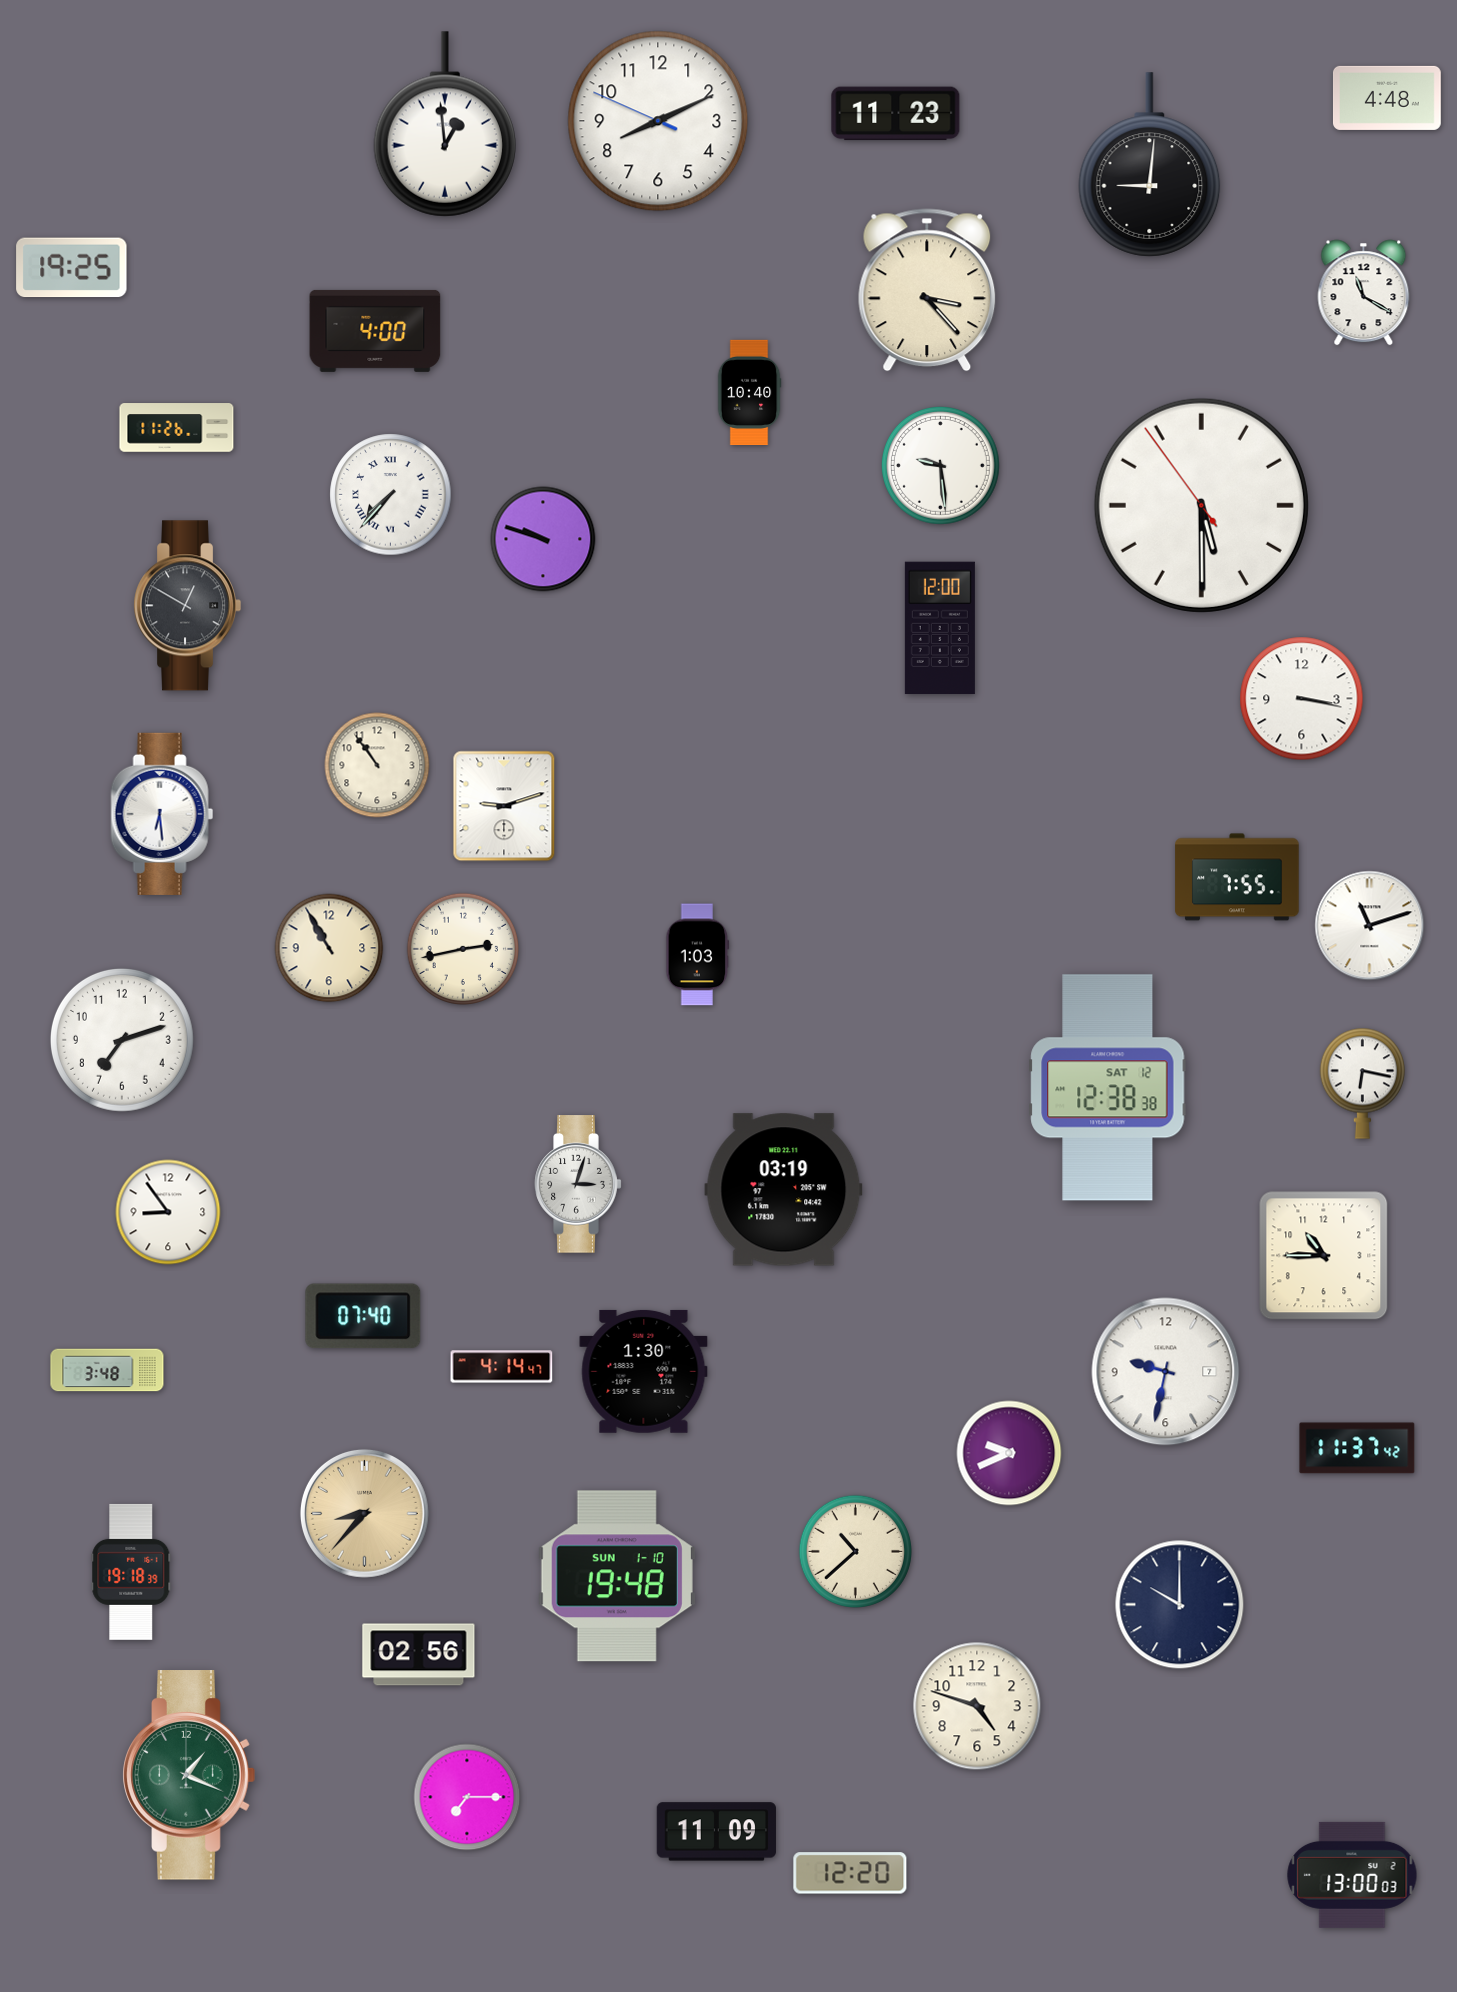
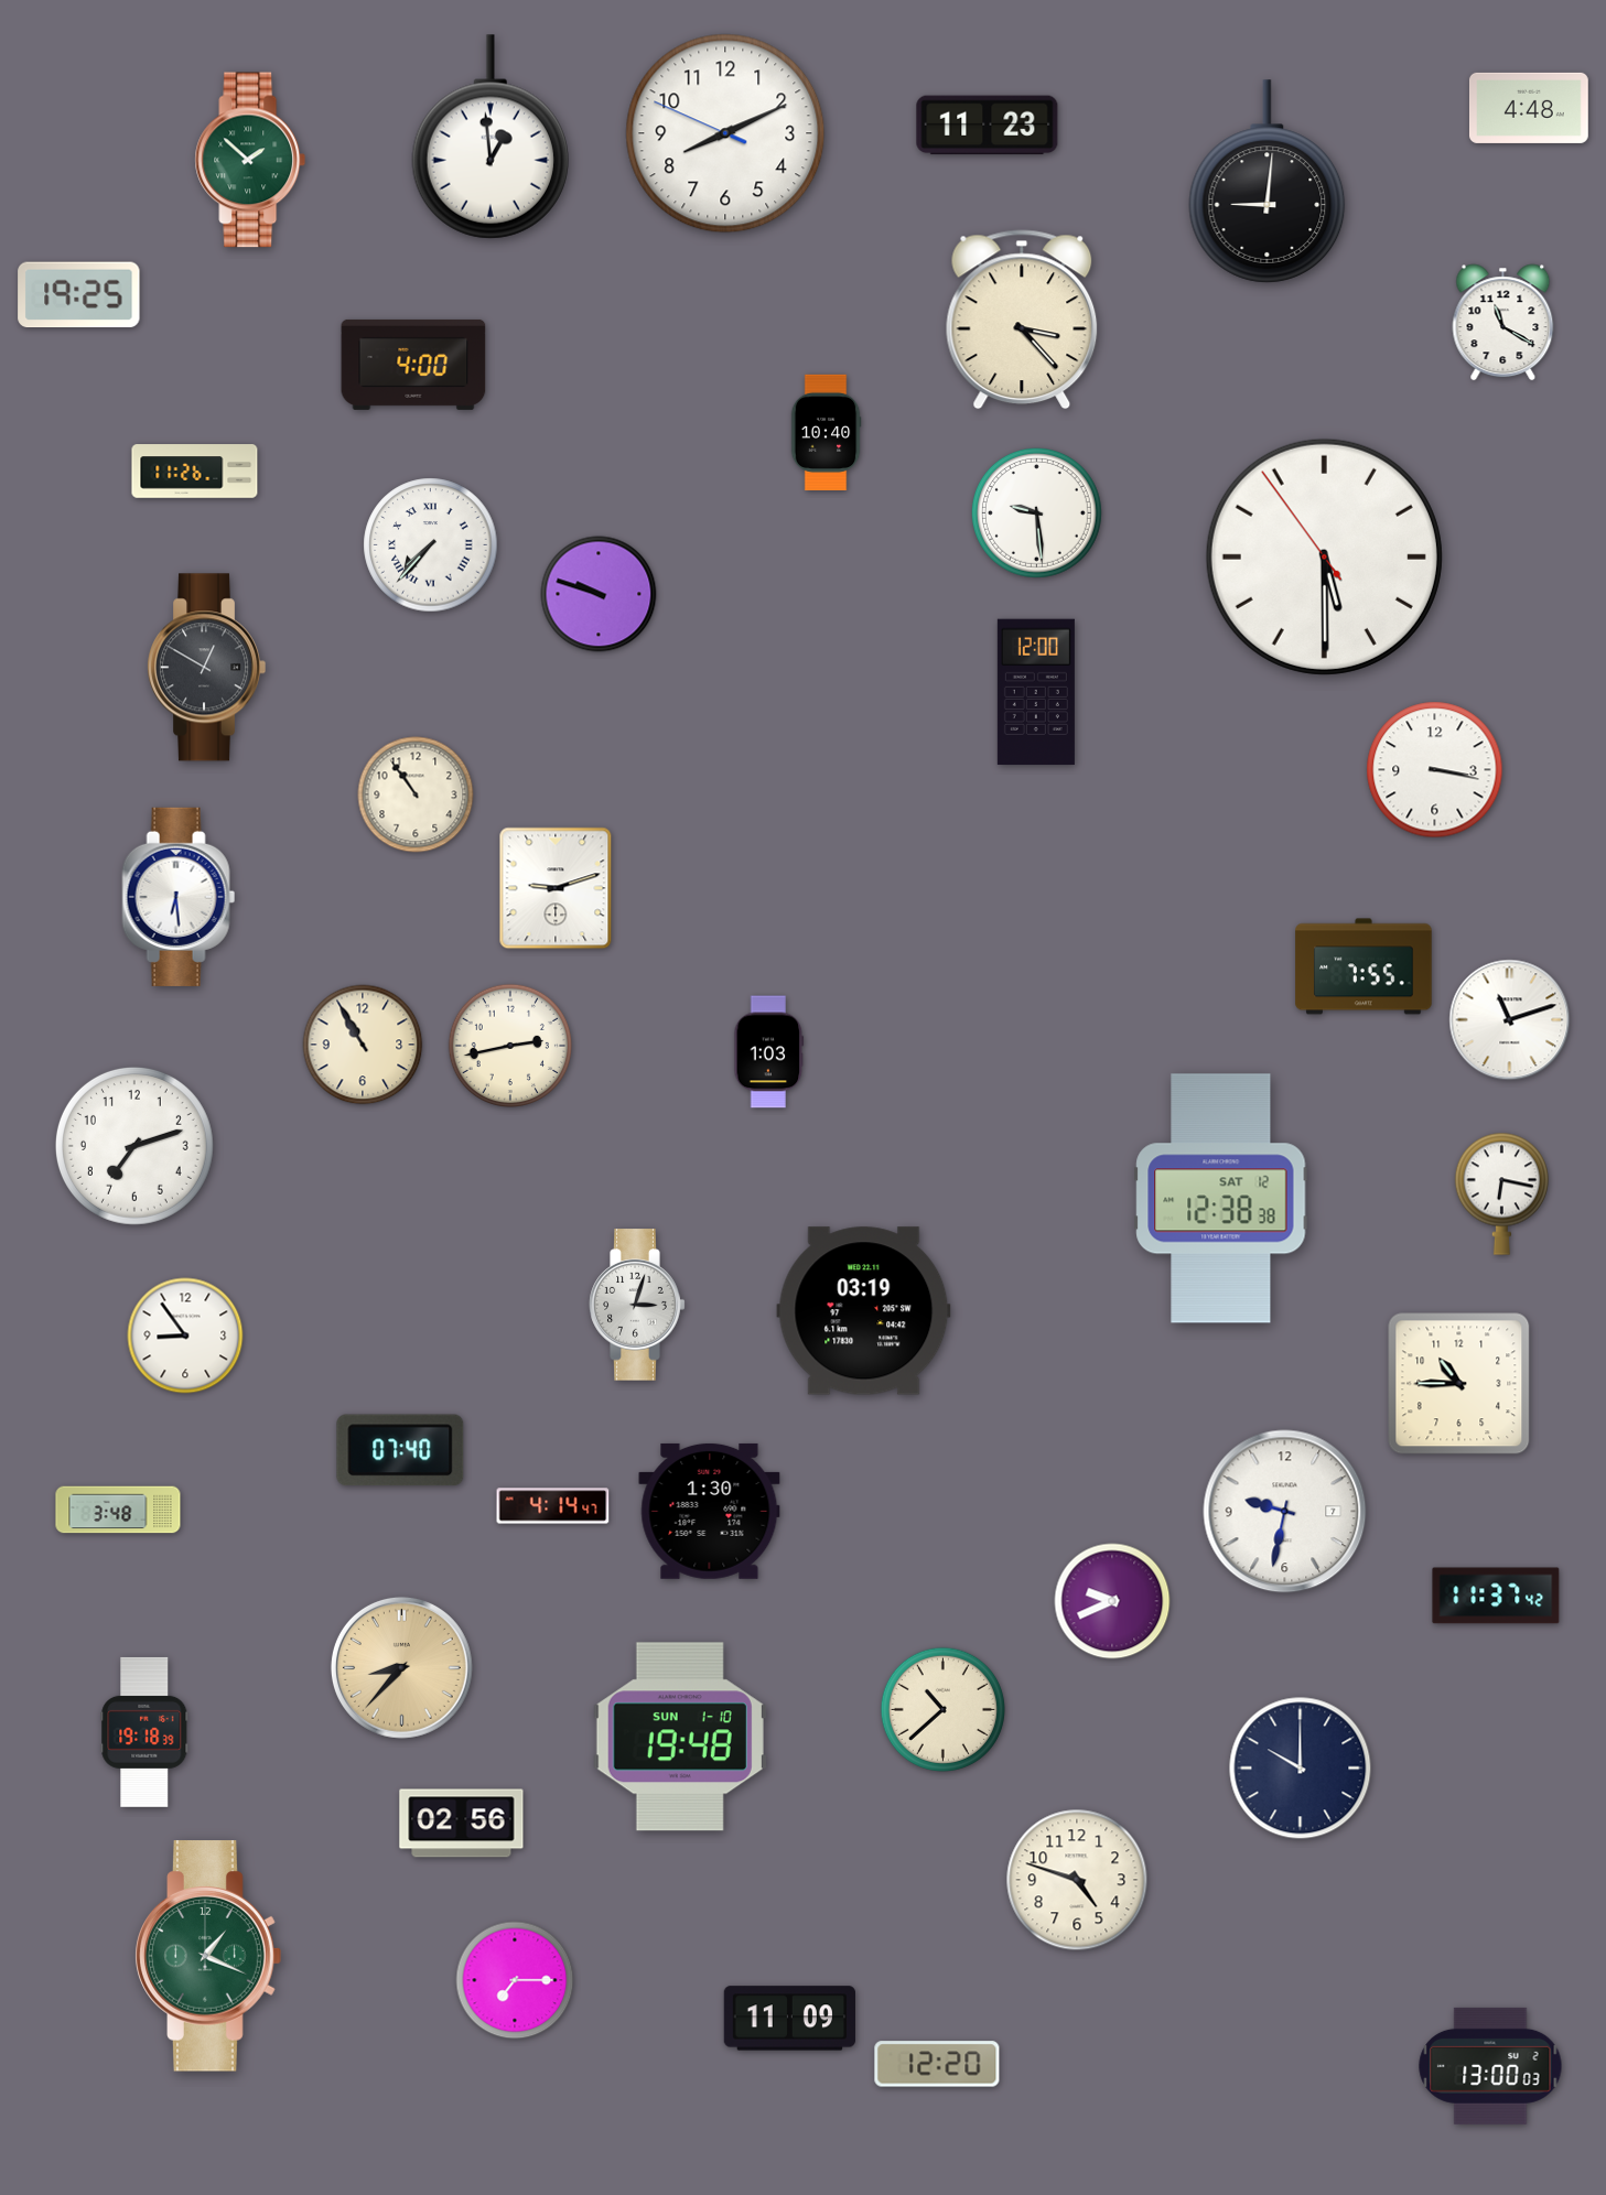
clock at (250, 160): none -> 1:52
clock at (377, 765) position: (377, 765) -> (416, 794)
